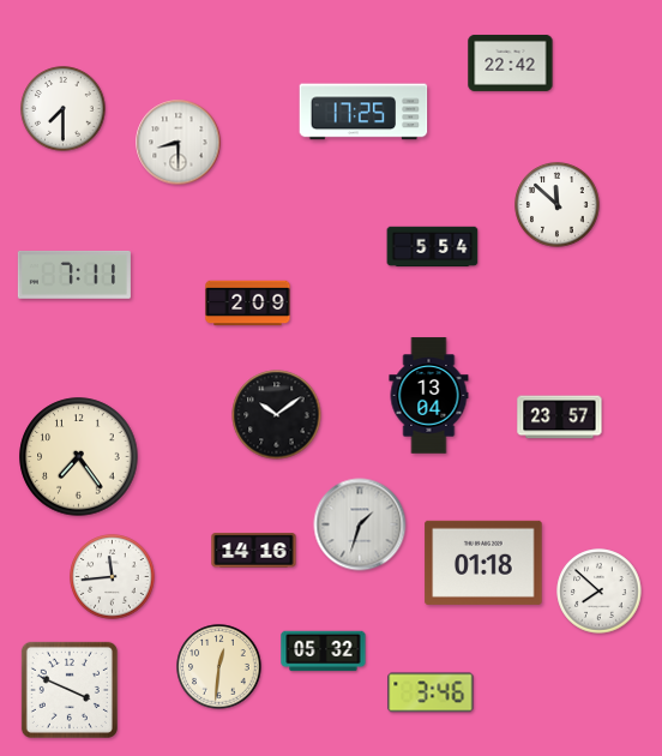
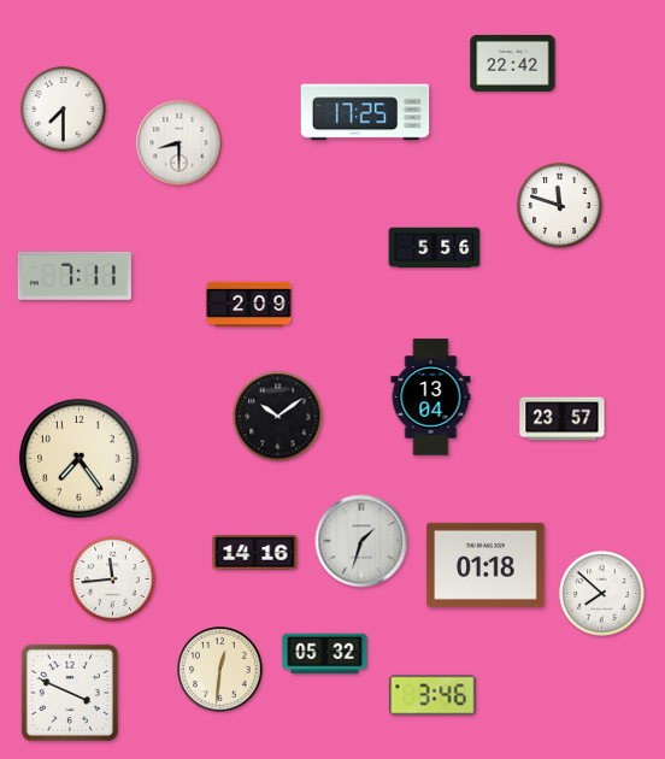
clock at (558, 205): 11:52 -> 11:48
clock at (433, 247): 5:54 -> 5:56
clock at (360, 524) position: (360, 524) -> (361, 541)
